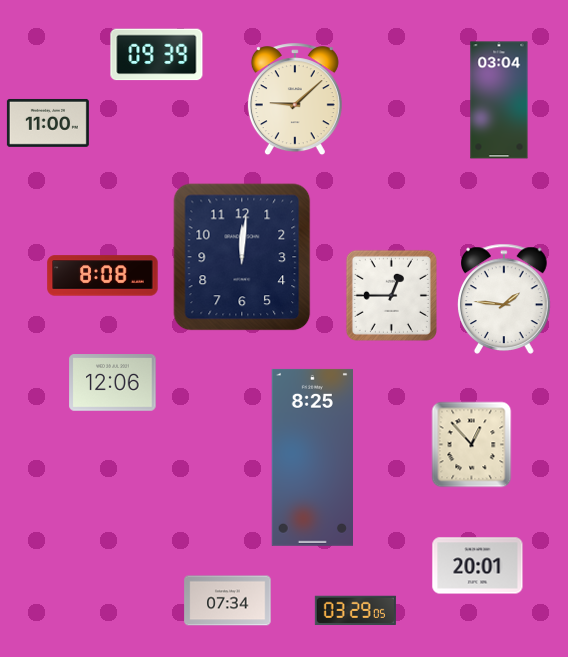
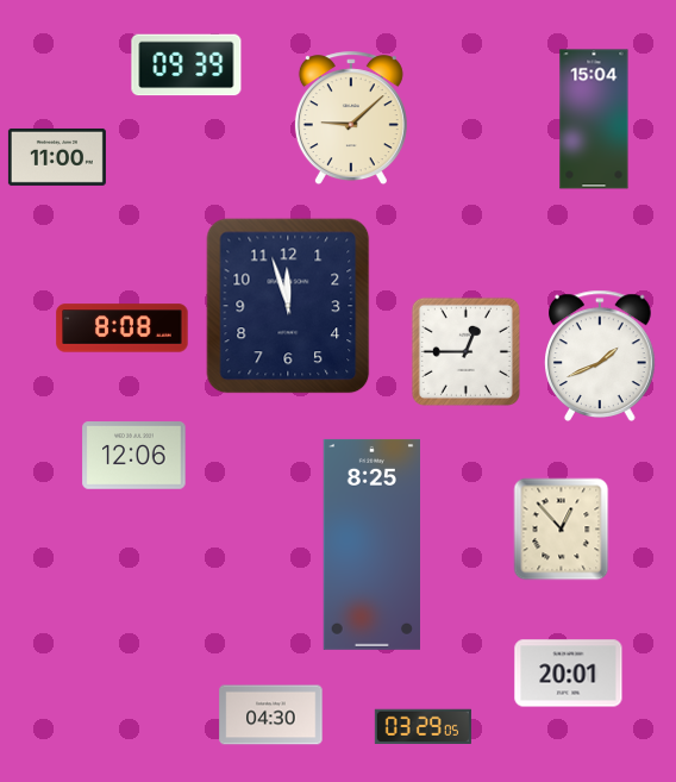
clock at (499, 100): 03:04 -> 15:04
clock at (48, 123) position: (48, 123) -> (57, 157)
clock at (242, 257): 12:01 -> 11:57
clock at (505, 299): 1:46 -> 1:41
clock at (228, 601): 07:34 -> 04:30
